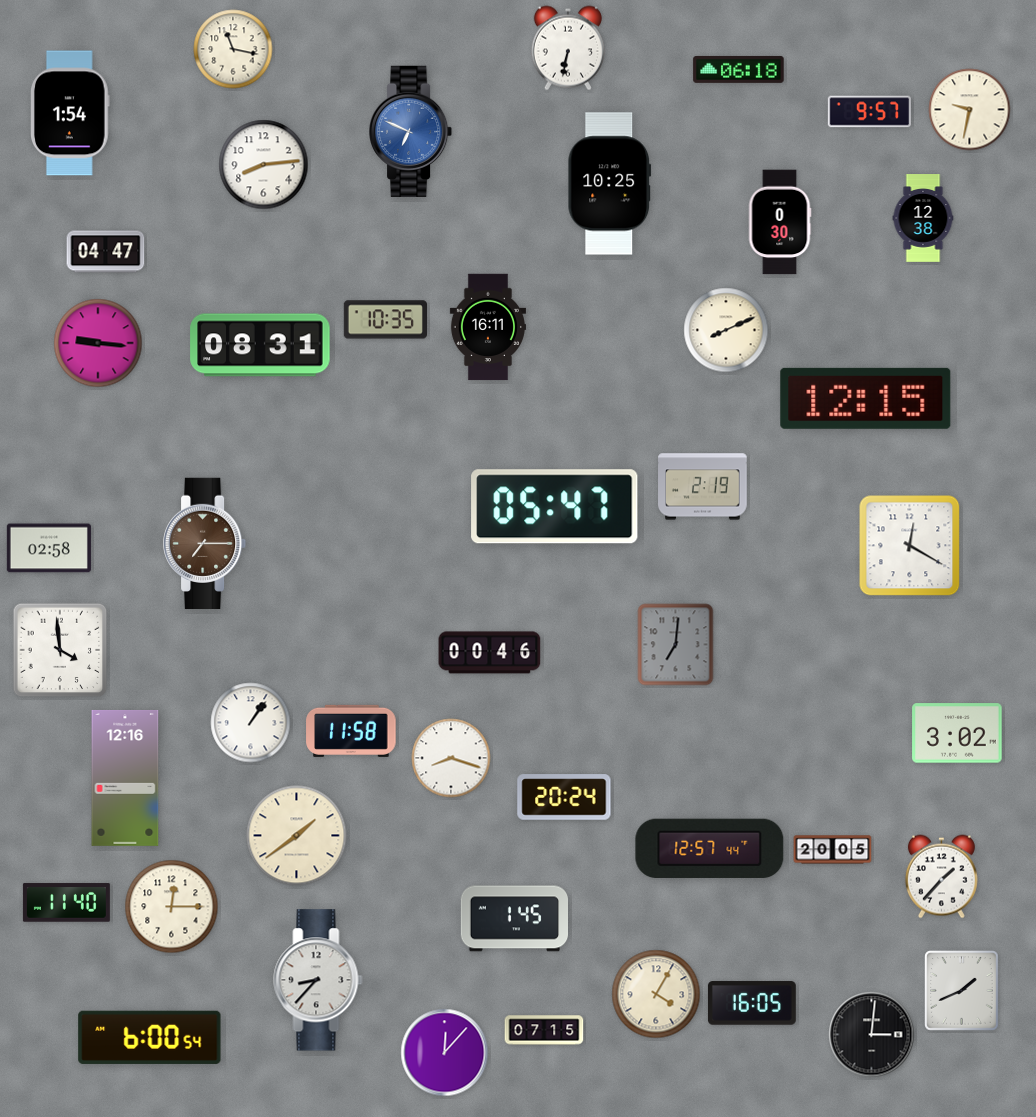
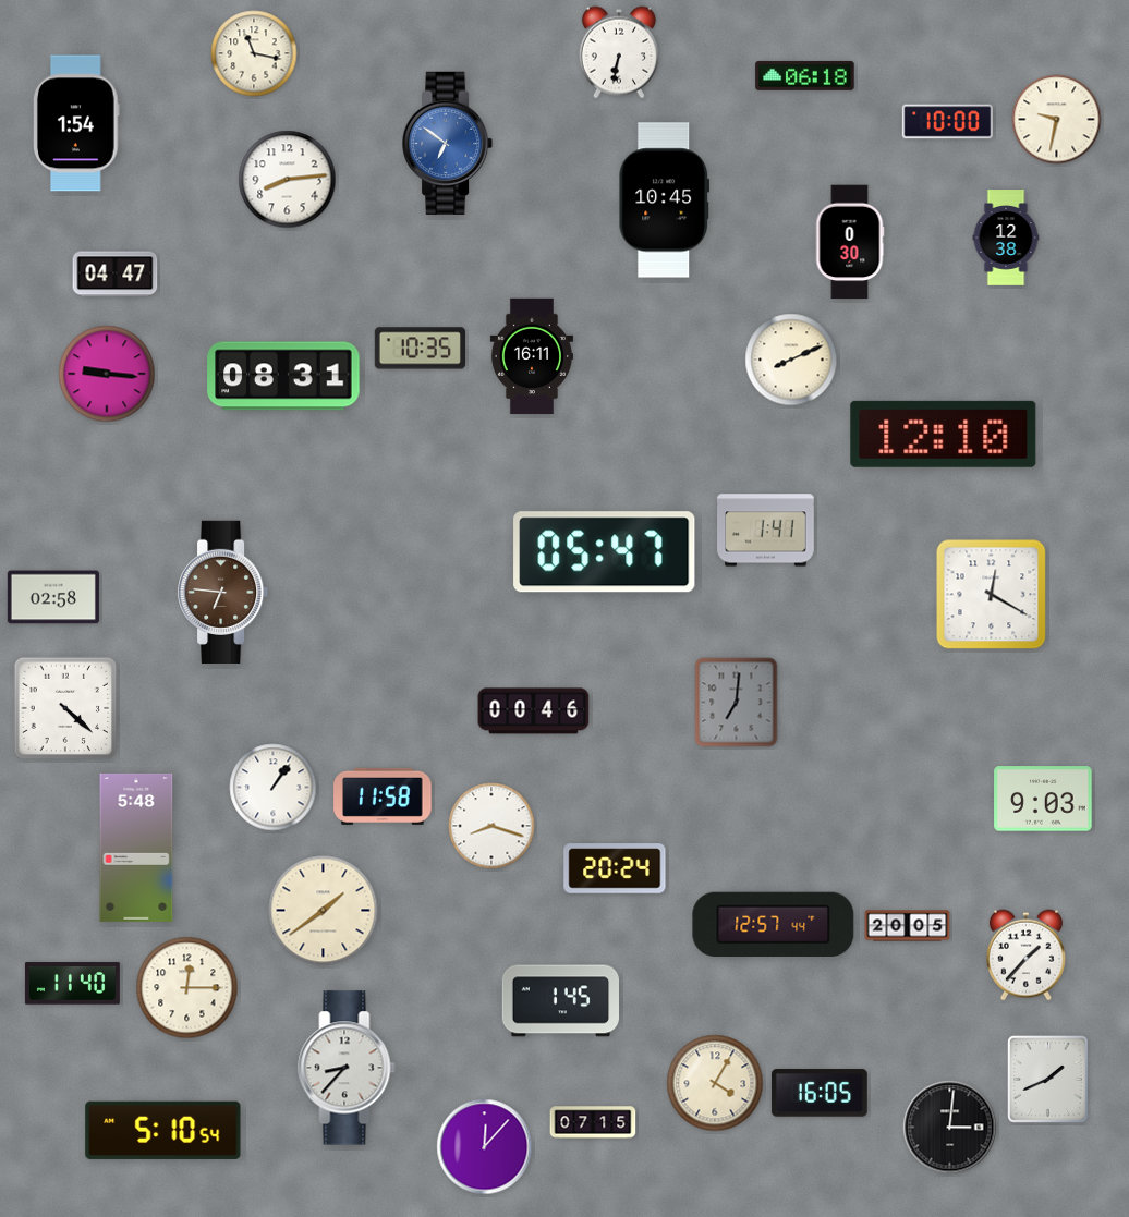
clock at (869, 112): 9:57 -> 10:00
clock at (412, 131): 6:49 -> 6:51
clock at (610, 184): 10:25 -> 10:45
clock at (866, 398): 12:15 -> 12:10
clock at (703, 487): 2:19 -> 1:41
clock at (206, 543): 7:15 -> 6:46
clock at (60, 650): 3:59 -> 4:22
clock at (957, 733): 3:02 -> 9:03
clock at (125, 778): 12:16 -> 5:48
clock at (150, 1037): 6:00 -> 5:10
